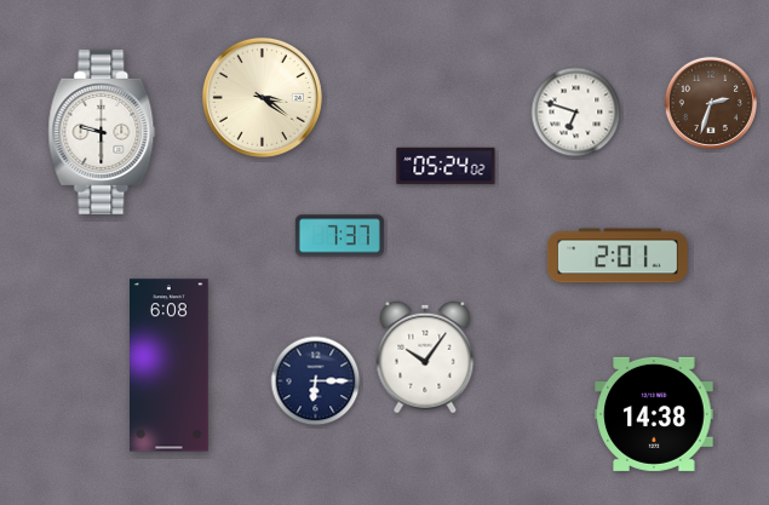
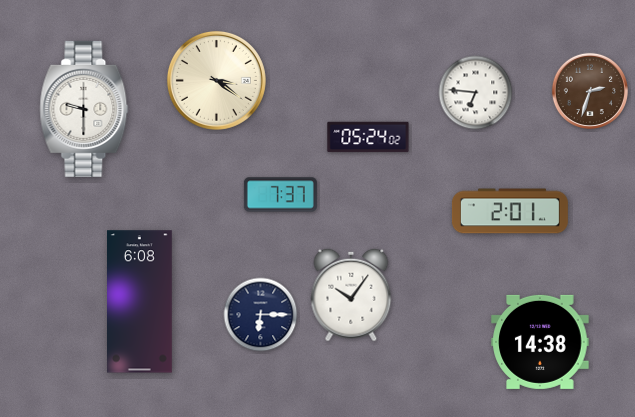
clock at (710, 102) position: (710, 102) -> (589, 90)
clock at (576, 113): 6:48 -> 6:46
